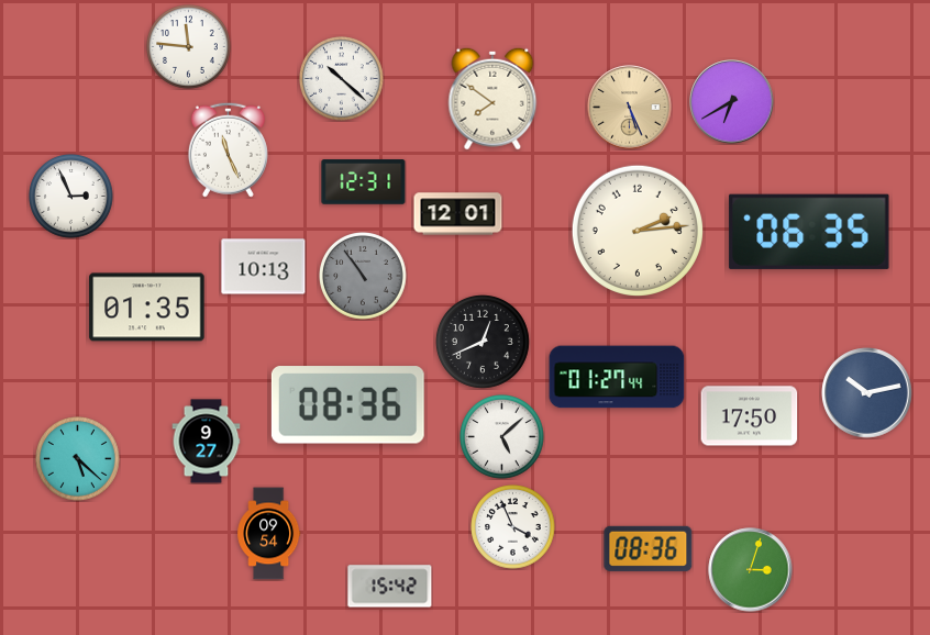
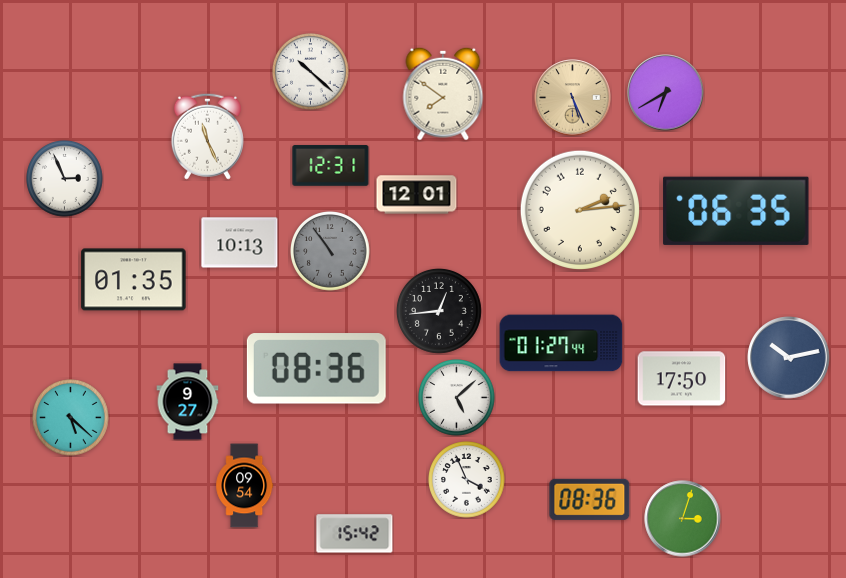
clock at (189, 47): 11:46 -> none
clock at (492, 99) position: (492, 99) -> (443, 94)
clock at (483, 342): 12:41 -> 12:44
